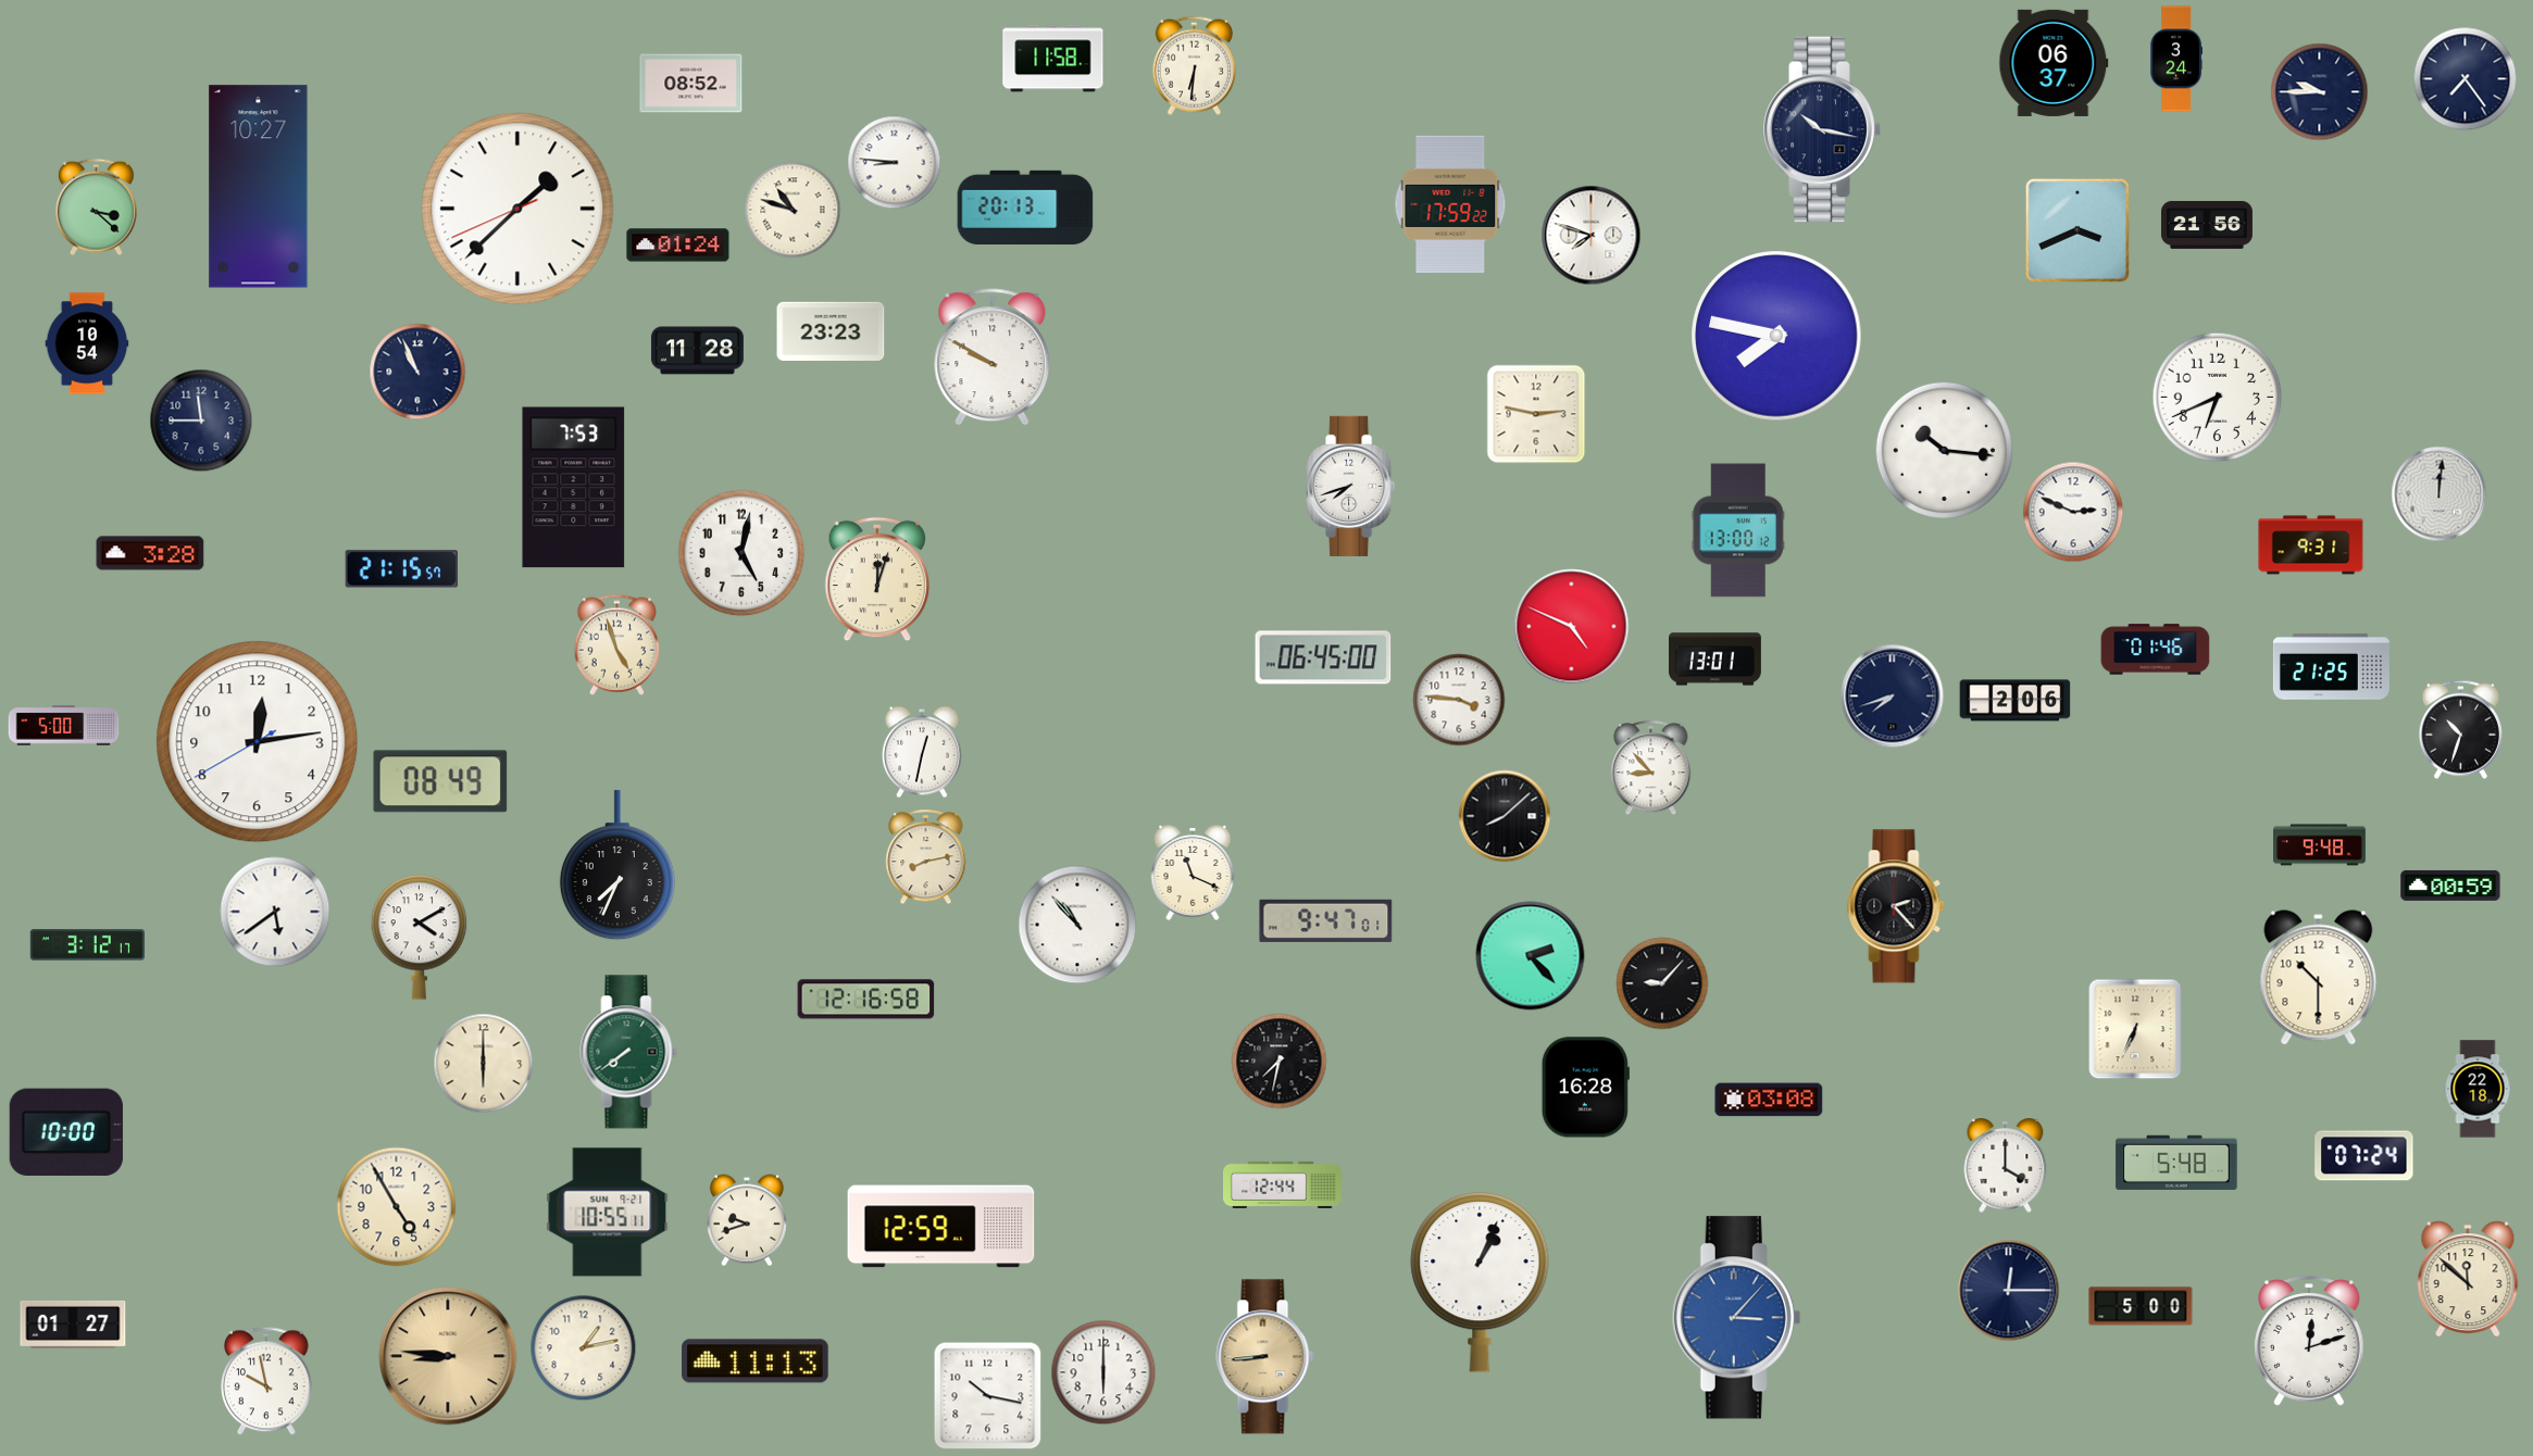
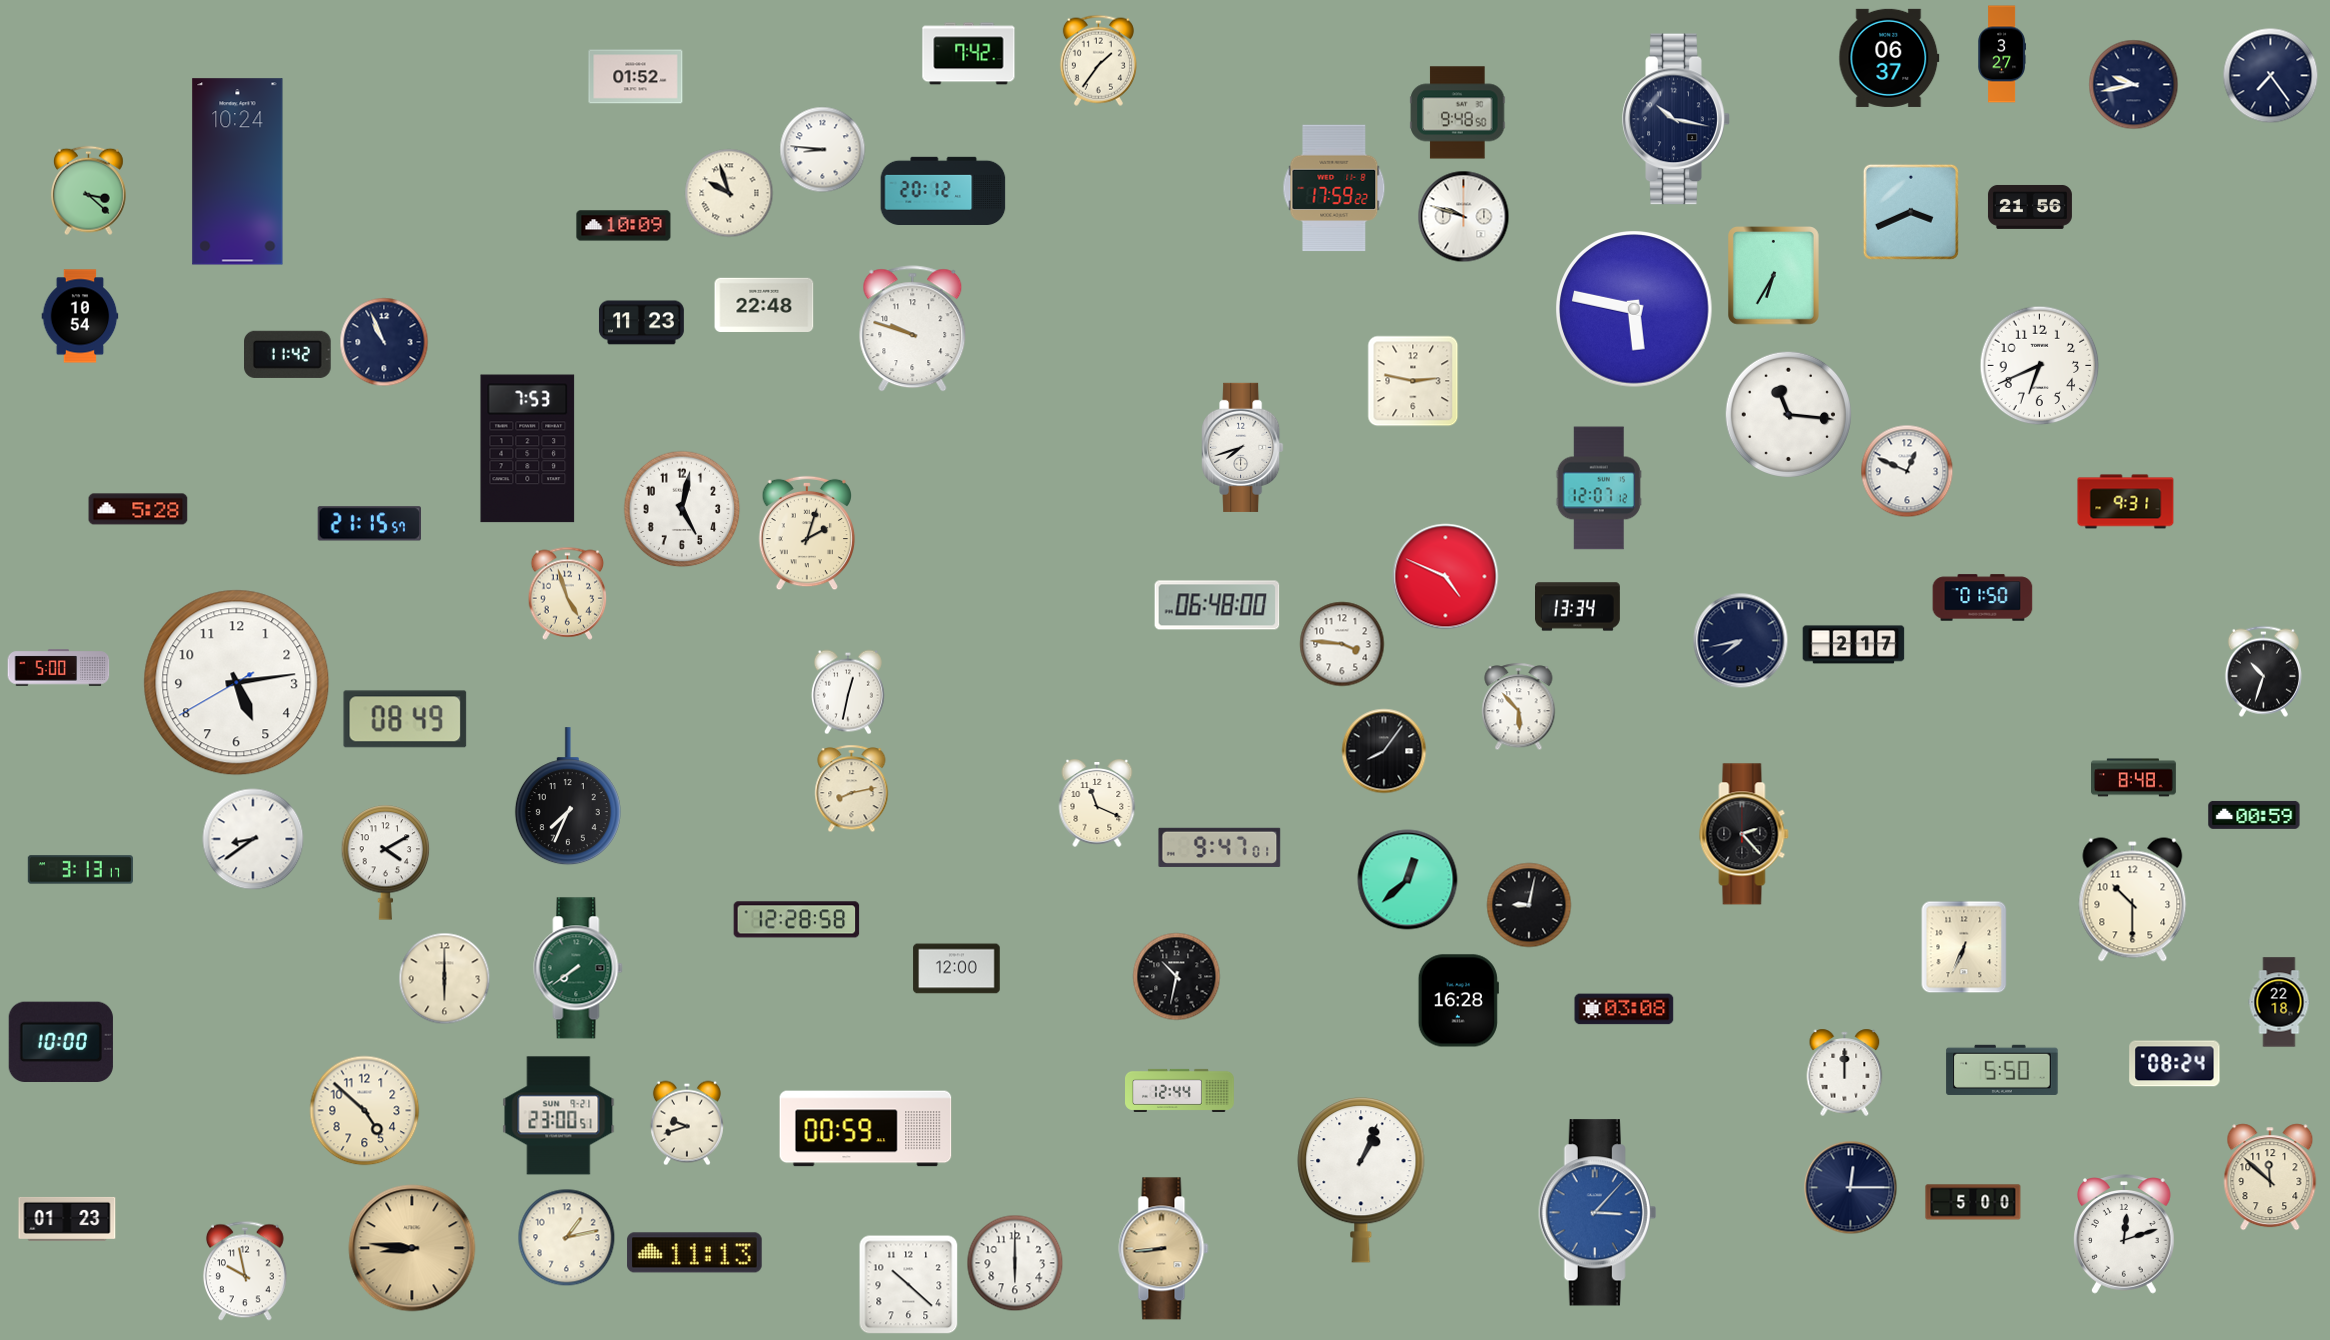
clock at (1053, 59): 11:58 -> 7:42
clock at (2175, 59): 3:24 -> 3:27
clock at (1194, 65): 6:31 -> 1:36
clock at (2466, 79) position: (2466, 79) -> (2271, 76)
clock at (691, 84): 08:52 -> 01:52
clock at (2320, 92): 9:45 -> 9:43
clock at (1458, 113): none -> 9:48
clock at (259, 187): 10:27 -> 10:24
clock at (1025, 206): 20:13 -> 20:12
clock at (517, 209): 1:37 -> none
clock at (793, 210): 10:48 -> 9:57
clock at (1592, 236): 7:48 -> 9:48
clock at (678, 246): 01:24 -> 10:09
clock at (1774, 276): none -> 6:35
clock at (831, 330): 23:23 -> 22:48
clock at (1776, 336): 7:47 -> 5:47
clock at (697, 351): 11:28 -> 11:23
clock at (993, 357): 9:50 -> 9:48
clock at (288, 354): none -> 11:42
clock at (201, 421): 11:45 -> none
clock at (1944, 450): 10:16 -> 11:16
clock at (2440, 494): 12:01 -> none
clock at (2073, 512): 2:49 -> 12:49
clock at (1738, 530): 13:00 -> 12:07
clock at (150, 553): 3:28 -> 5:28
clock at (877, 579): 12:03 -> 2:03
clock at (2156, 650): 01:46 -> 01:50
clock at (1323, 657): 06:45 -> 06:48
clock at (1715, 660): 13:01 -> 13:34
clock at (2331, 666): 21:25 -> none
clock at (1893, 696): 7:42 -> 7:43
clock at (2016, 701): 2:06 -> 2:17
clock at (258, 742): 12:13 -> 5:13
clock at (1651, 768): 8:53 -> 5:53
clock at (1505, 816): 8:08 -> 8:06
clock at (2320, 845): 9:48 -> 8:48
clock at (275, 912): 5:39 -> 8:39
clock at (1077, 925): 10:53 -> none
clock at (87, 945): 3:12 -> 3:13
clock at (1531, 956): 2:23 -> 12:38
clock at (1662, 983): 9:07 -> 9:02
clock at (866, 1000): 12:16 -> 12:28
clock at (957, 969): none -> 12:00
clock at (1280, 1062): 7:32 -> 10:32
clock at (1769, 1100) position: (1769, 1100) -> (1624, 1009)
clock at (2364, 1156): 07:24 -> 08:24
clock at (2176, 1163): 5:48 -> 5:50
clock at (2006, 1165): 4:00 -> 12:00
clock at (397, 1207): 4:55 -> 4:52
clock at (608, 1213): 10:55 -> 23:00
clock at (941, 1227): 12:59 -> 00:59
clock at (2009, 1291) position: (2009, 1291) -> (1851, 1188)
clock at (2141, 1306) position: (2141, 1306) -> (1973, 1202)
clock at (73, 1325): 01:27 -> 01:23
clock at (584, 1348) position: (584, 1348) -> (567, 1238)
clock at (988, 1396): 10:17 -> 10:22
